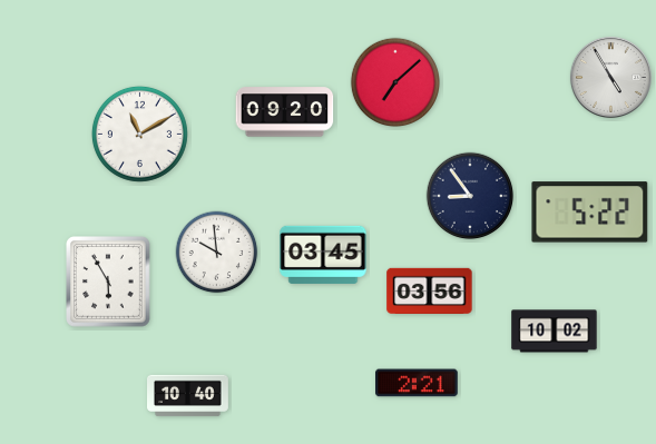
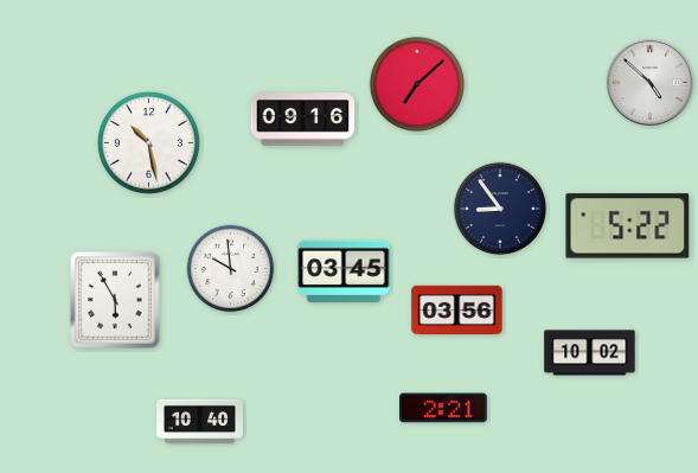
clock at (610, 77): 4:55 -> 4:52
clock at (394, 81) position: (394, 81) -> (416, 83)
clock at (285, 112): 09:20 -> 09:16
clock at (139, 134): 11:10 -> 10:28
